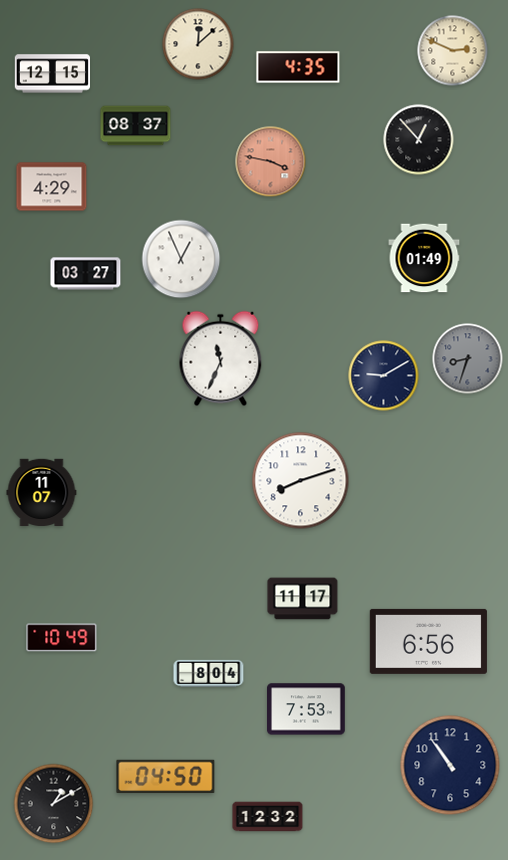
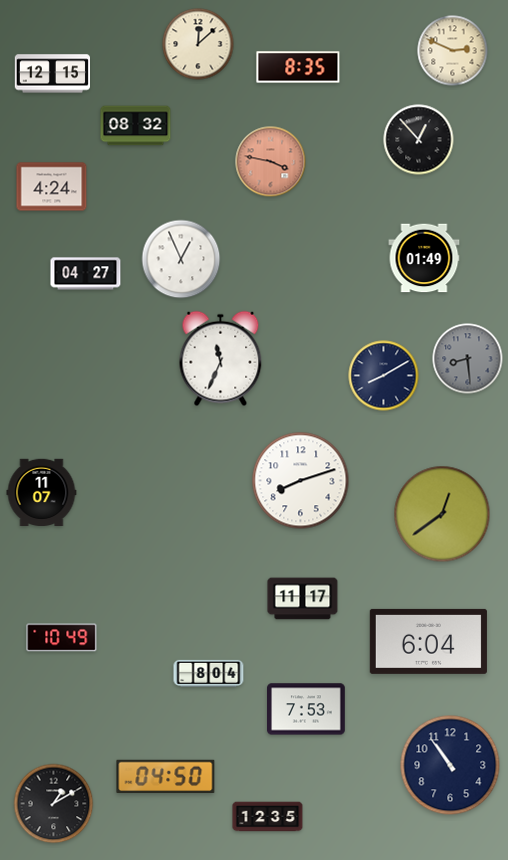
clock at (298, 67): 4:35 -> 8:35
clock at (136, 126): 08:37 -> 08:32
clock at (52, 187): 4:29 -> 4:24
clock at (86, 274): 03:27 -> 04:27
clock at (468, 359): 8:33 -> 8:29
clock at (384, 376): 9:10 -> 8:10
clock at (442, 514): none -> 12:39
clock at (428, 641): 6:56 -> 6:04
clock at (268, 817): 12:32 -> 12:35
